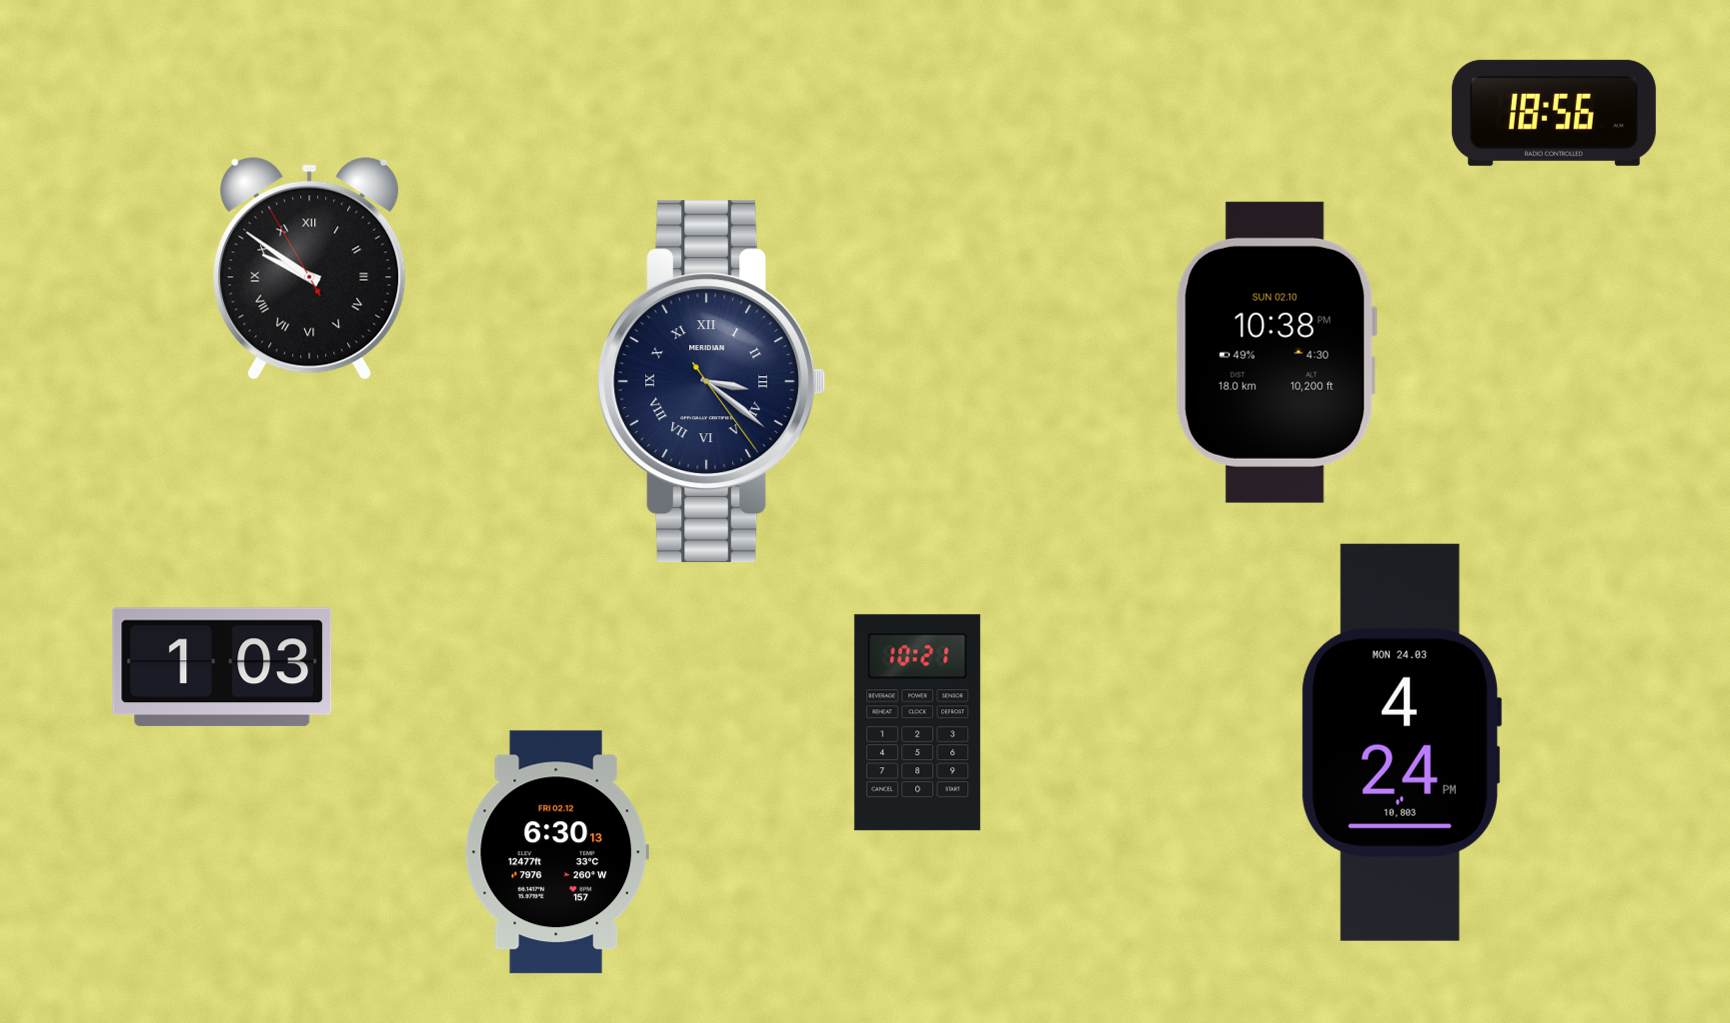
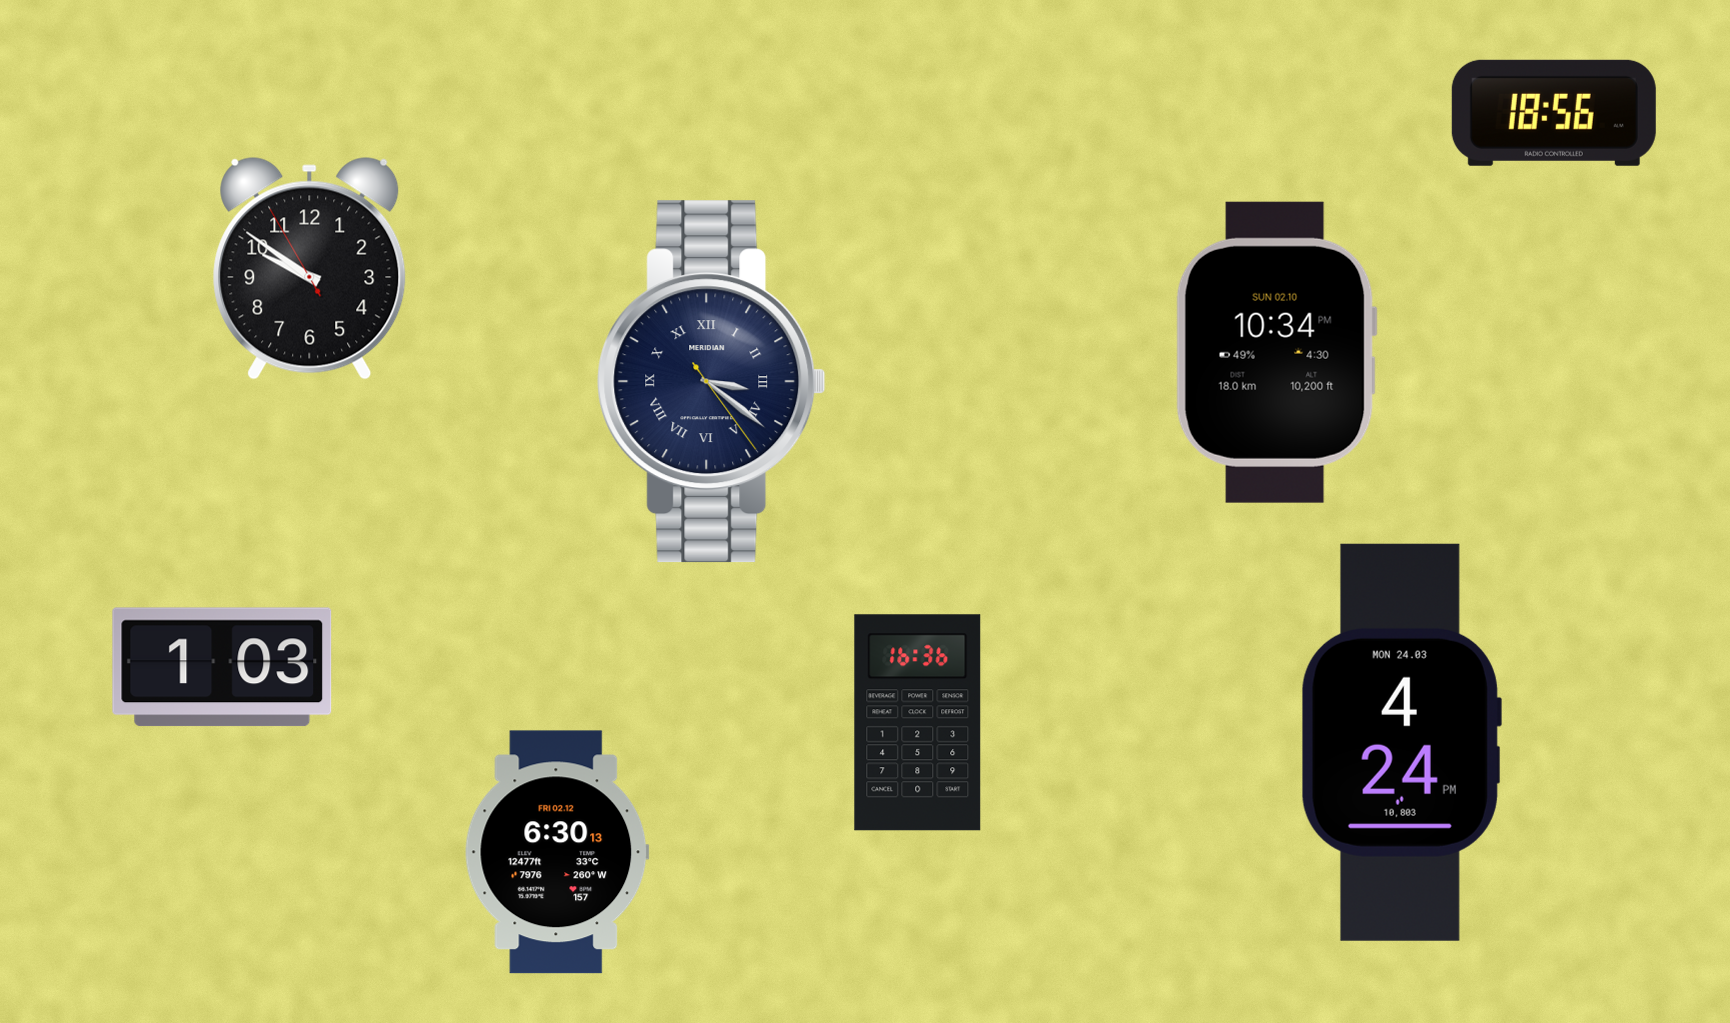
clock at (310, 269) numerals: Roman -> Arabic
clock at (1276, 352): 10:38 -> 10:34
clock at (918, 723): 10:21 -> 16:36
